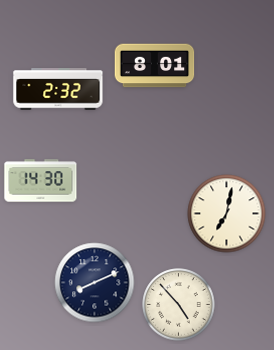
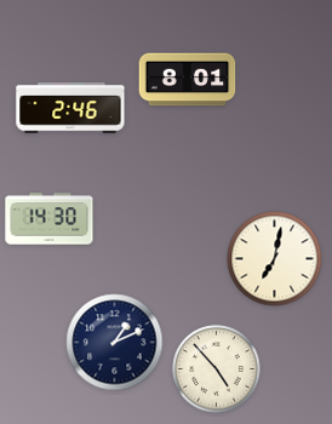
clock at (58, 89): 2:32 -> 2:46
clock at (95, 283): 8:11 -> 1:11
